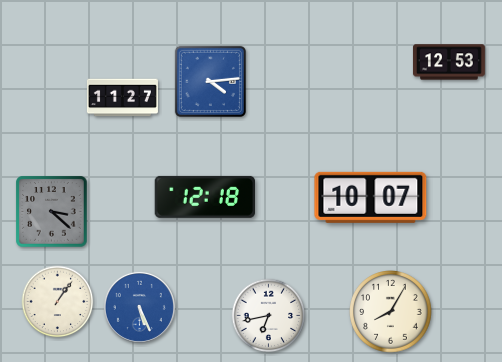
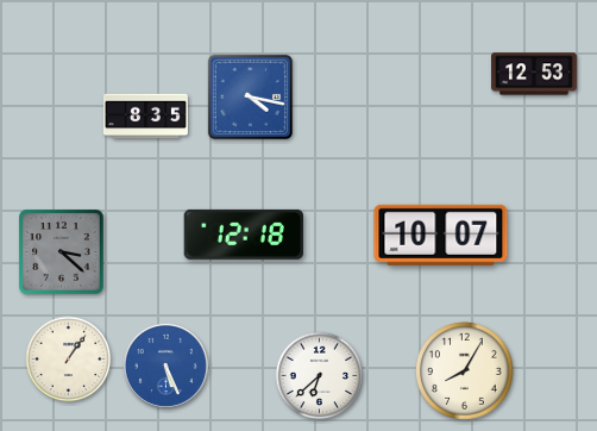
clock at (210, 81): 4:14 -> 4:17
clock at (122, 98): 11:27 -> 8:35
clock at (269, 316): 6:43 -> 6:38
